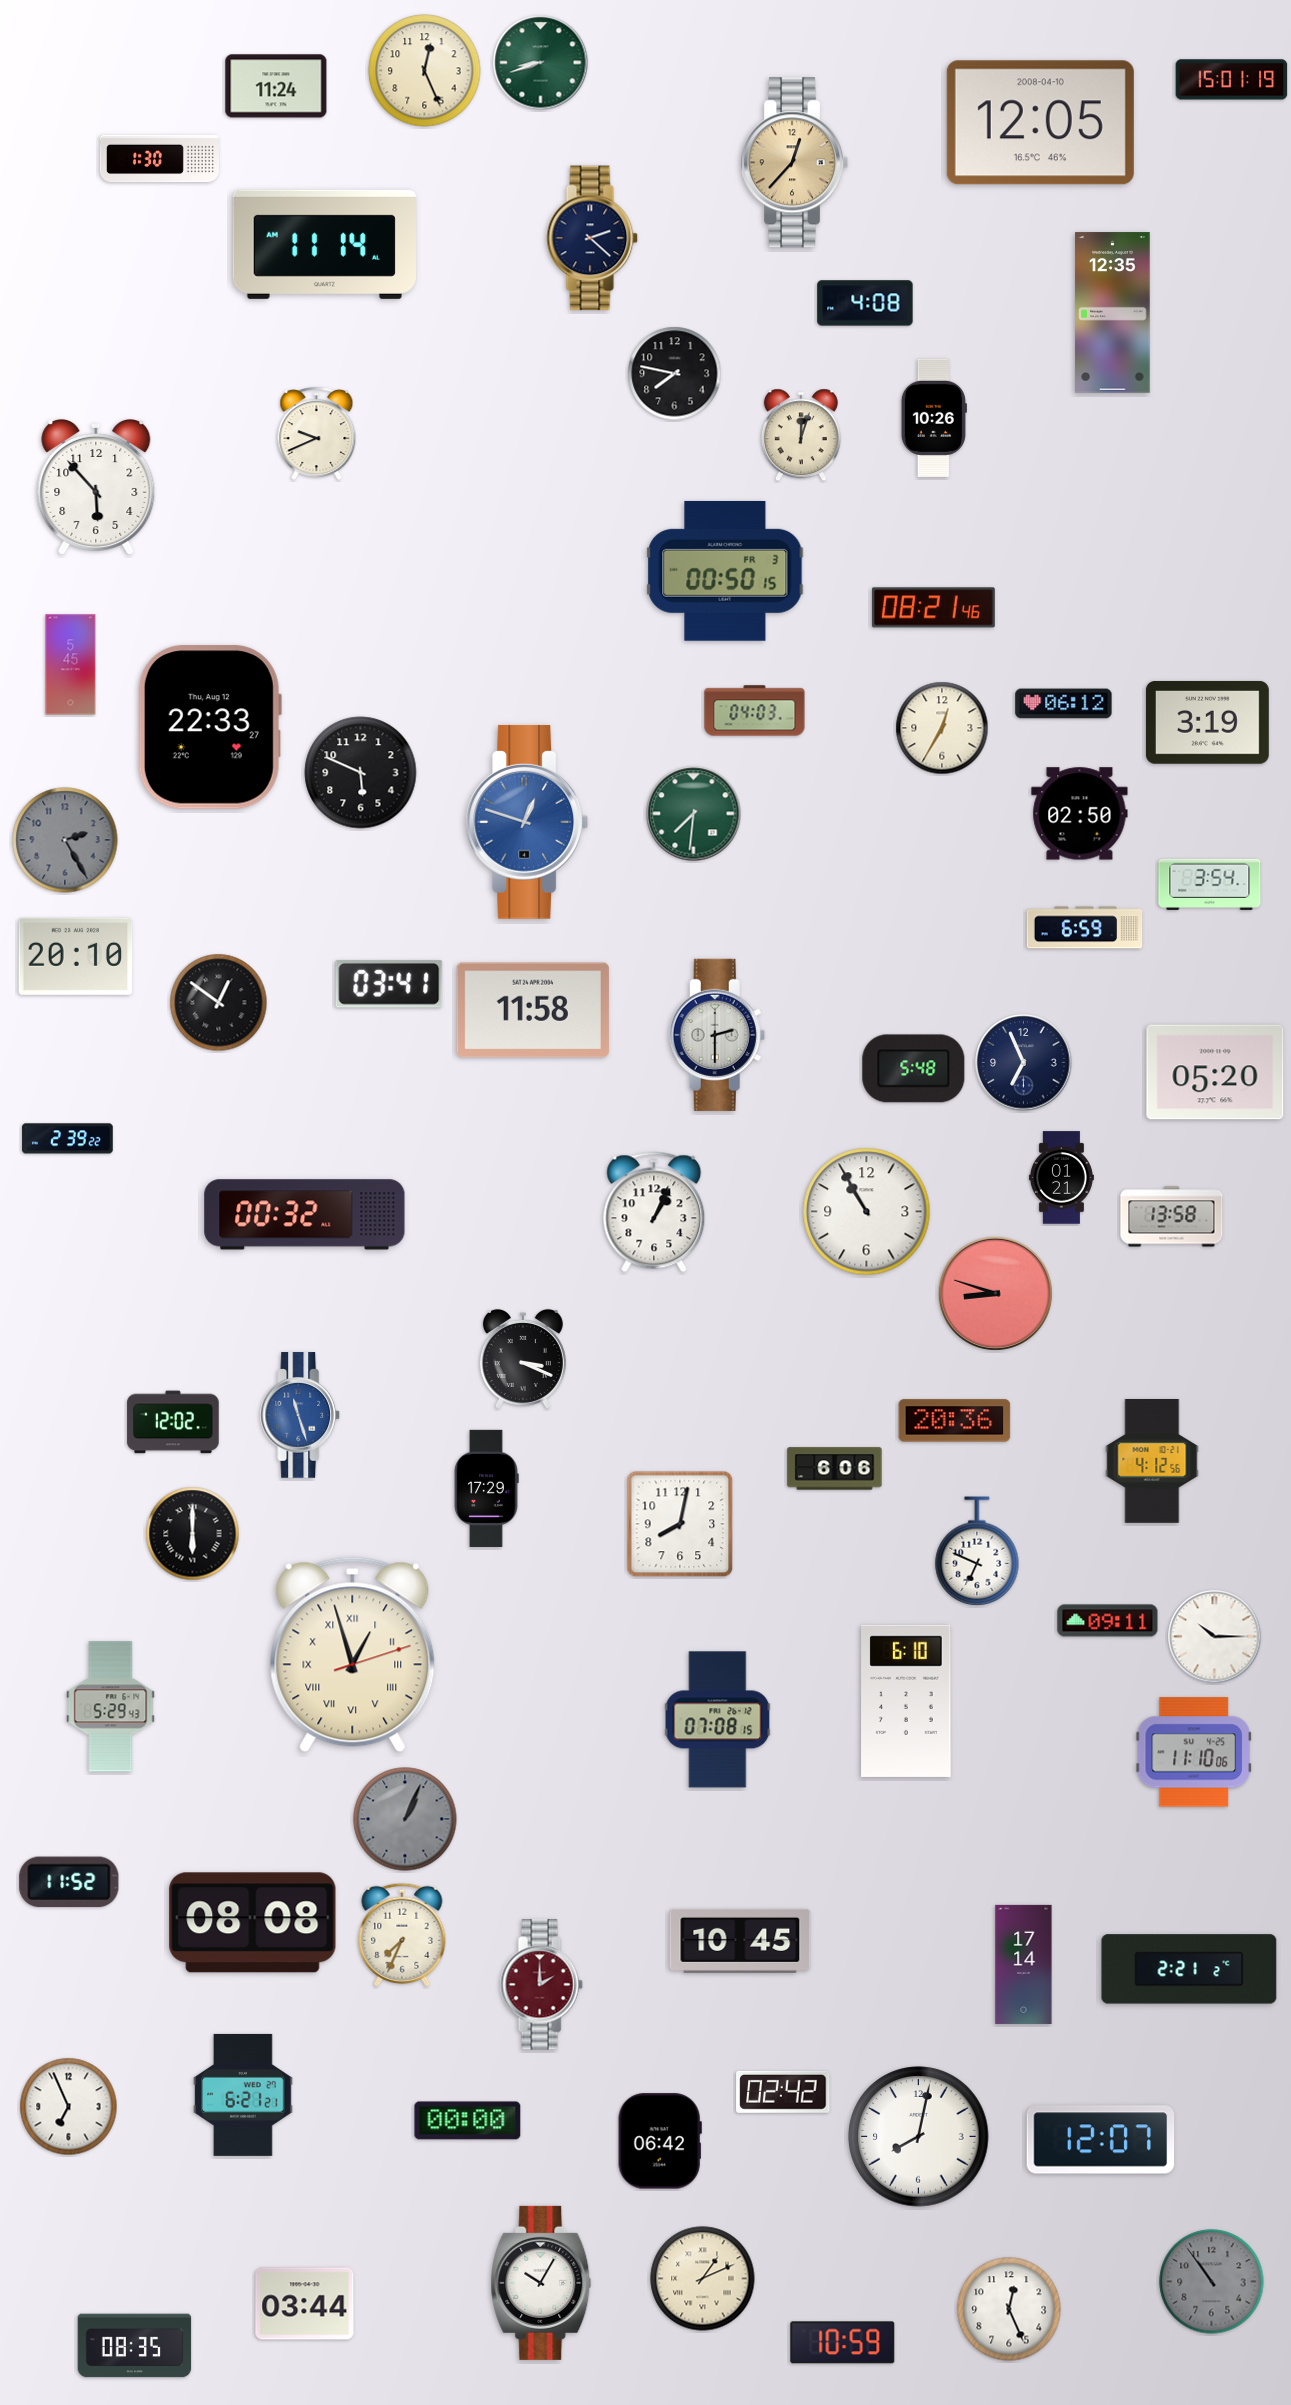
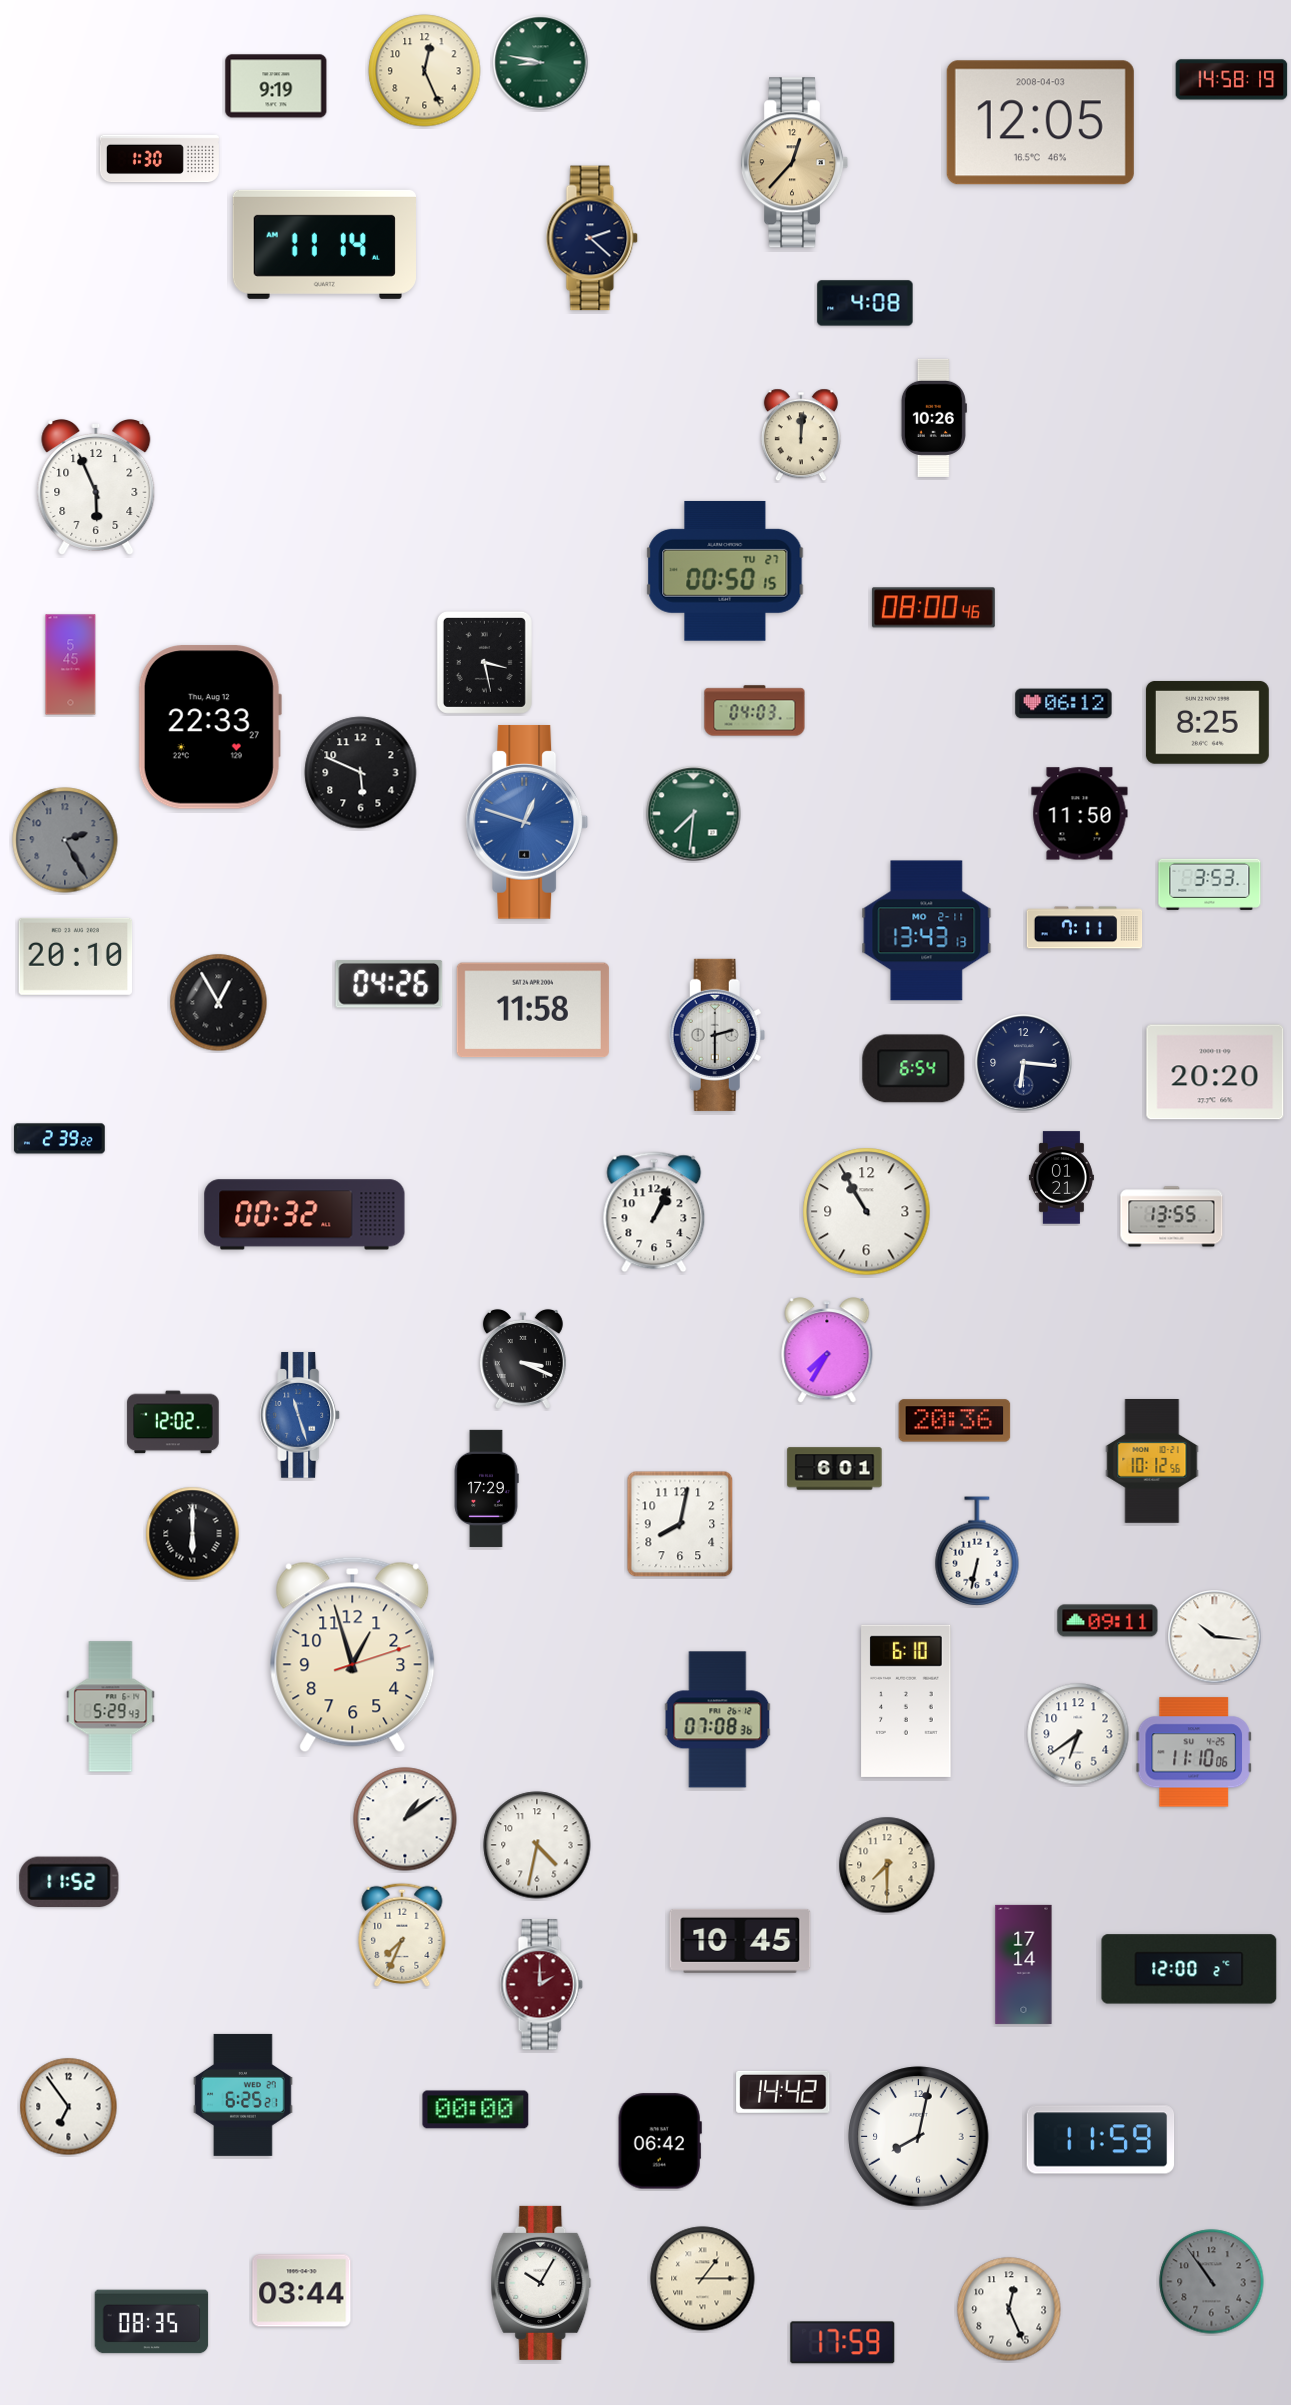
clock at (541, 63): 8:42 -> 8:47
clock at (1232, 80): 15:01 -> 14:58
clock at (276, 86): 11:24 -> 9:19
clock at (1040, 123) date: 2008-04-10 -> 2008-04-03
clock at (1113, 313): 12:35 -> none
clock at (675, 374): 7:47 -> none
clock at (317, 434): 9:41 -> none
clock at (801, 435): 12:03 -> 12:01
clock at (96, 488): 5:53 -> 5:56
clock at (725, 571) date: FR 3 -> TU 27
clock at (933, 608): 08:21 -> 08:00
clock at (484, 662): none -> 3:28
clock at (1207, 723): 3:19 -> 8:25
clock at (942, 728): 12:35 -> none
clock at (1080, 814): 02:50 -> 11:50
clock at (1210, 884): 3:54 -> 3:53
clock at (1085, 928): 6:59 -> 7:11
clock at (927, 931): none -> 13:43
clock at (389, 985): 03:41 -> 04:26
clock at (219, 1003): 12:51 -> 12:55
clock at (1024, 1063): 6:56 -> 6:16
clock at (914, 1069): 5:48 -> 6:54
clock at (1215, 1072): 05:20 -> 20:20
clock at (68, 1139) position: (68, 1139) -> (60, 1139)
clock at (1172, 1217): 13:58 -> 13:55
clock at (995, 1293): 8:48 -> none
clock at (827, 1350): none -> 7:35
clock at (1152, 1462): 4:12 -> 10:12
clock at (835, 1469): 6:06 -> 6:01
clock at (977, 1551): 6:49 -> 6:32
clock at (1215, 1637): 10:15 -> 10:16
clock at (353, 1655) numerals: Roman -> Arabic
clock at (718, 1720): 07:08:15 -> 07:08:36
clock at (1078, 1734): none -> 6:39
clock at (405, 1819): 1:04 -> 1:09
clock at (405, 1819) dial: grey -> white
clock at (537, 1845): none -> 4:32
clock at (887, 1865): none -> 7:30
clock at (253, 1923): 08:08 -> none
clock at (1189, 1969): 2:21 -> 12:00
clock at (783, 2092): 02:42 -> 14:42
clock at (243, 2095): 6:21 -> 6:25
clock at (69, 2107): 6:56 -> 6:54
clock at (468, 2121) position: (468, 2121) -> (476, 2110)
clock at (1101, 2140): 12:07 -> 11:59
clock at (703, 2279): 1:11 -> 1:15
clock at (305, 2304) position: (305, 2304) -> (302, 2291)
clock at (843, 2343): 10:59 -> 17:59
clock at (135, 2346) position: (135, 2346) -> (152, 2322)
